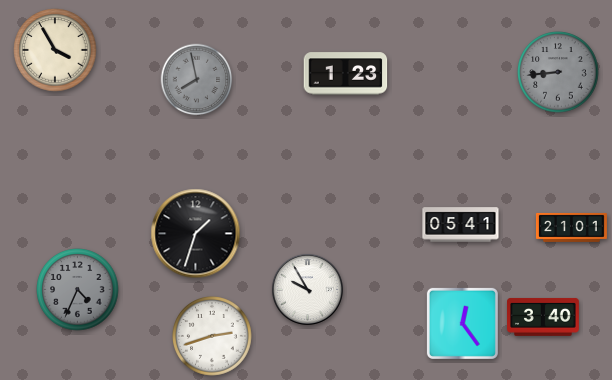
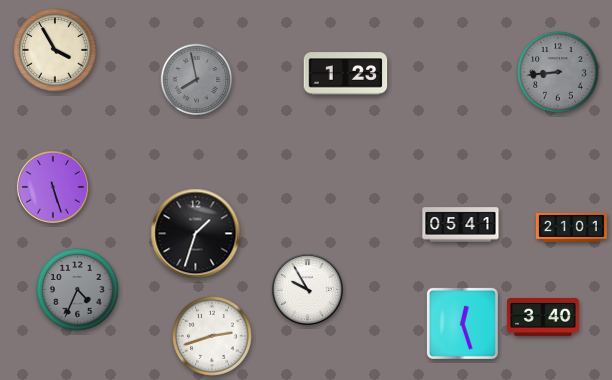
clock at (53, 187): none -> 5:27
clock at (462, 323): 12:24 -> 12:27
